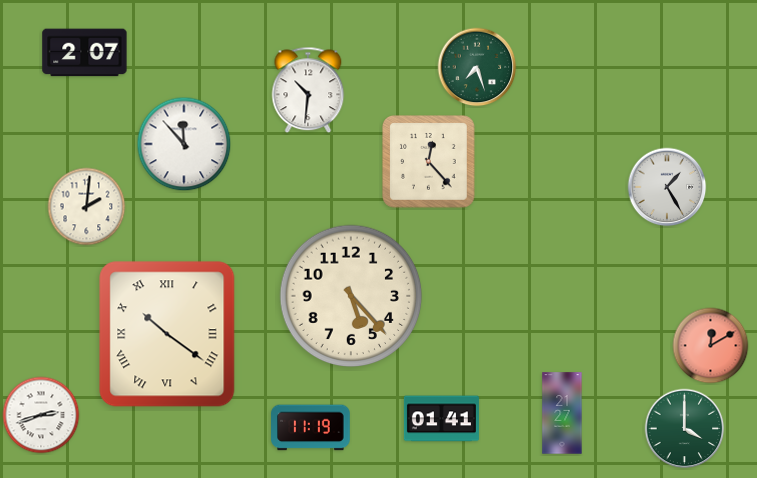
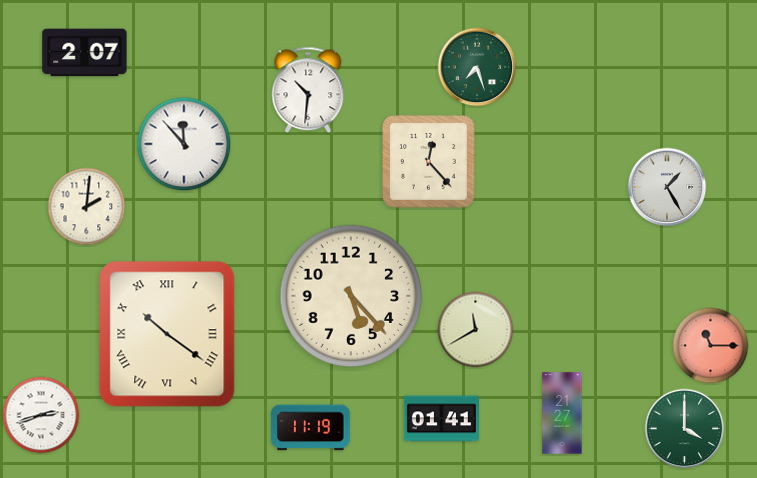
clock at (476, 330): none -> 11:40
clock at (711, 346): 12:10 -> 11:15
